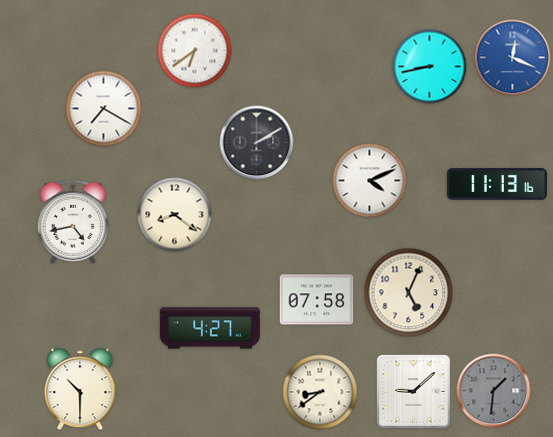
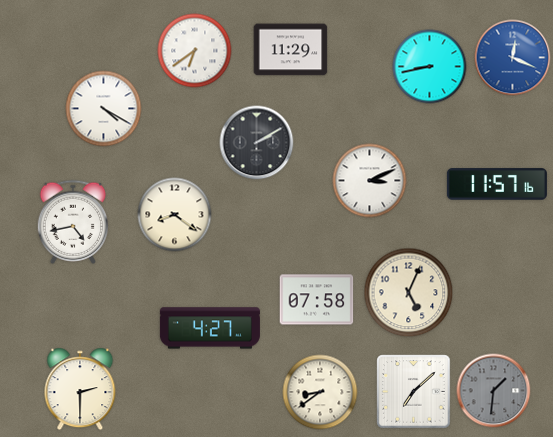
clock at (291, 50): none -> 11:29
clock at (104, 109): 7:20 -> 4:20
clock at (370, 181): 4:11 -> 3:11
clock at (497, 184): 11:13 -> 11:57
clock at (80, 389): 10:30 -> 2:30
clock at (414, 392): 9:08 -> 7:08
